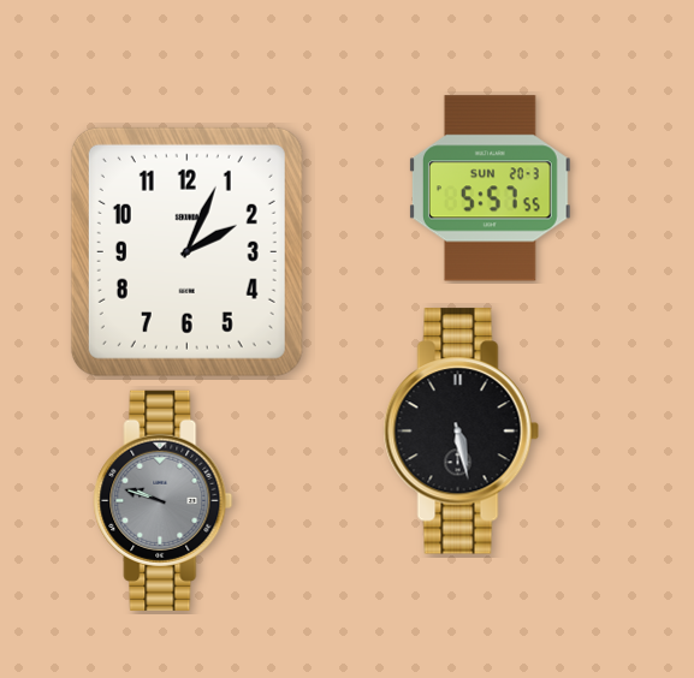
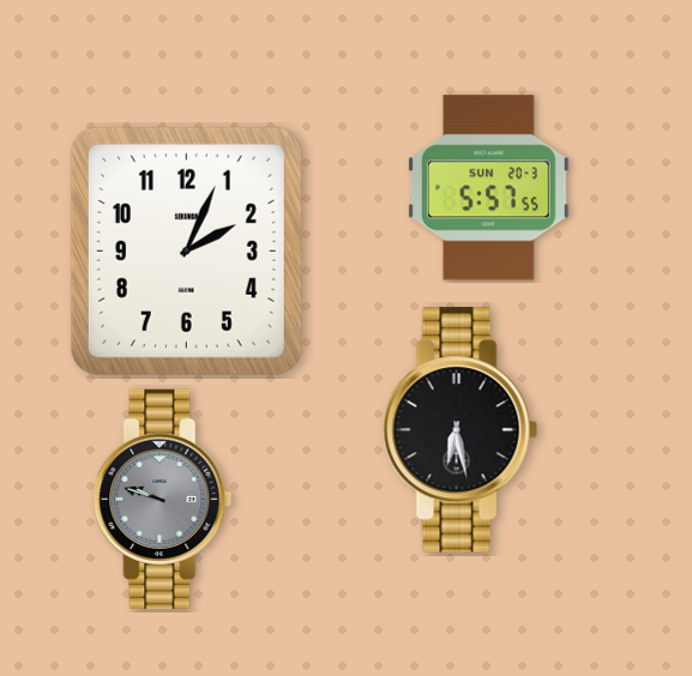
clock at (461, 432): 5:28 -> 6:28
